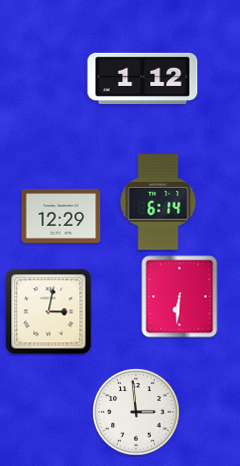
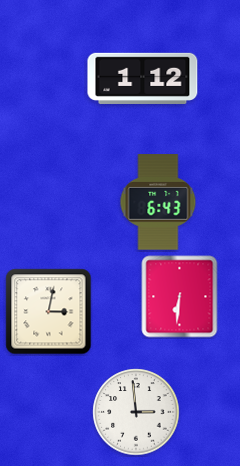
clock at (158, 202): 6:14 -> 6:43
clock at (61, 216): 12:29 -> none
